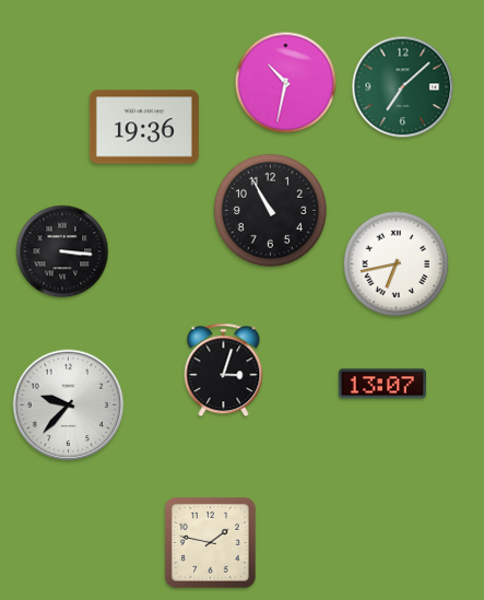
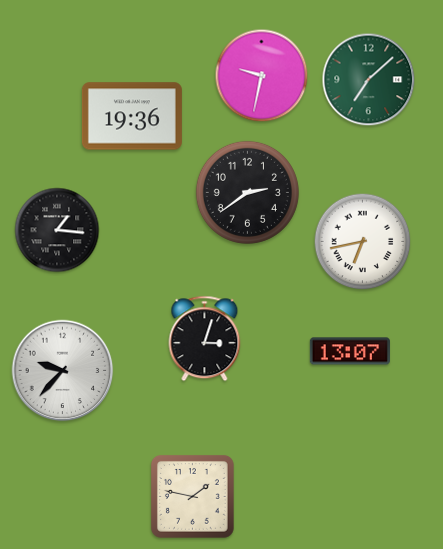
clock at (286, 83): 10:32 -> 9:32
clock at (270, 210): 10:55 -> 2:39
clock at (62, 251): 3:16 -> 1:16
